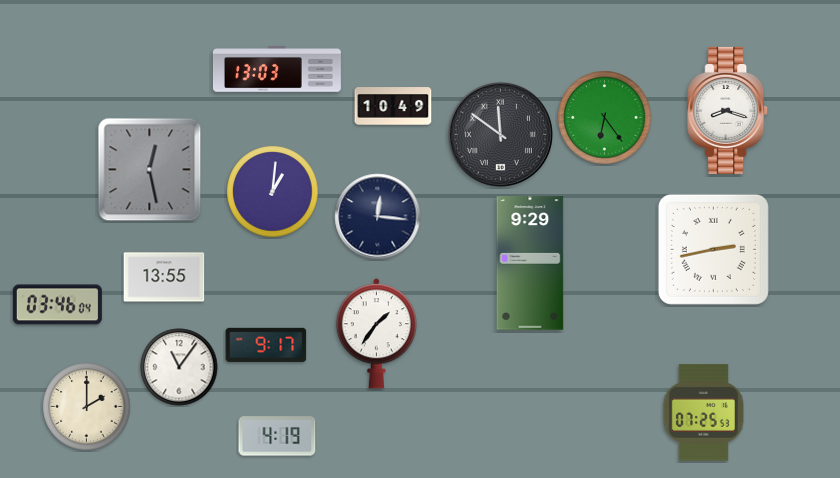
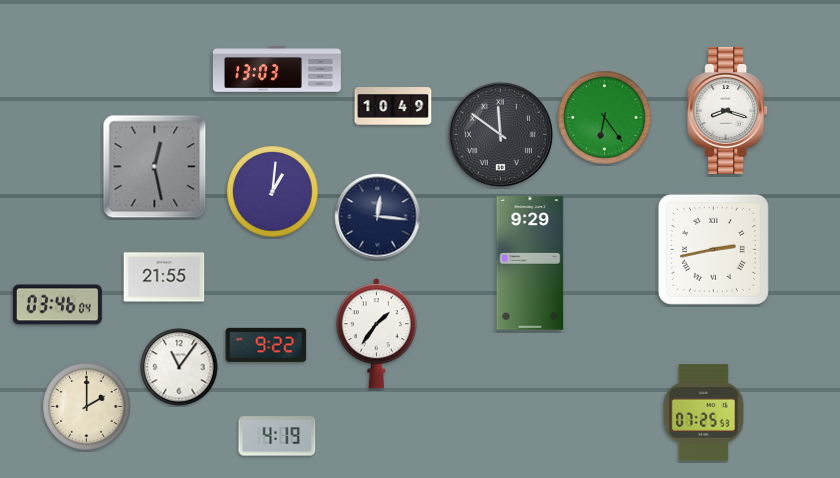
clock at (150, 170) position: (150, 170) -> (155, 167)
clock at (164, 277): 13:55 -> 21:55
clock at (266, 345): 9:17 -> 9:22
